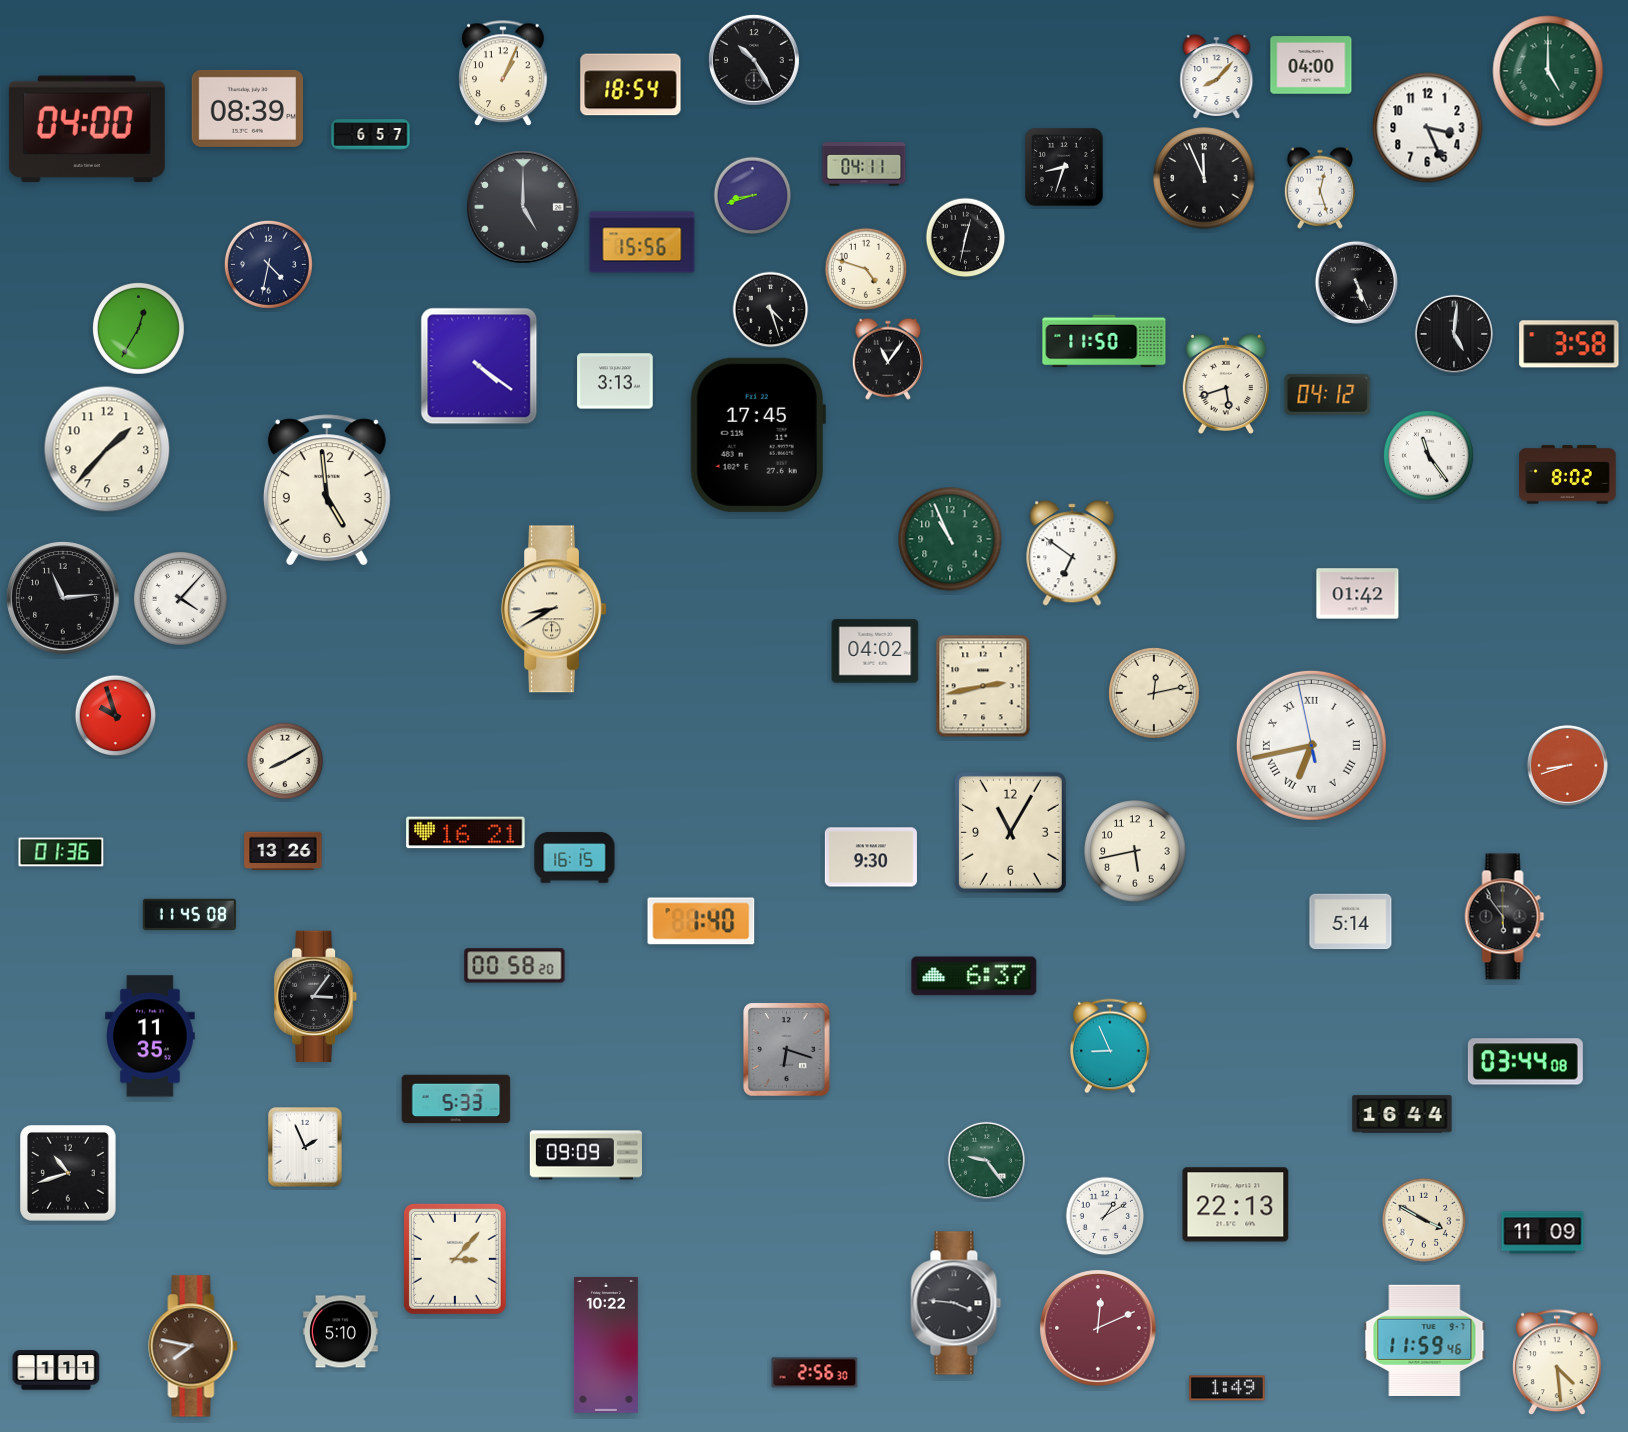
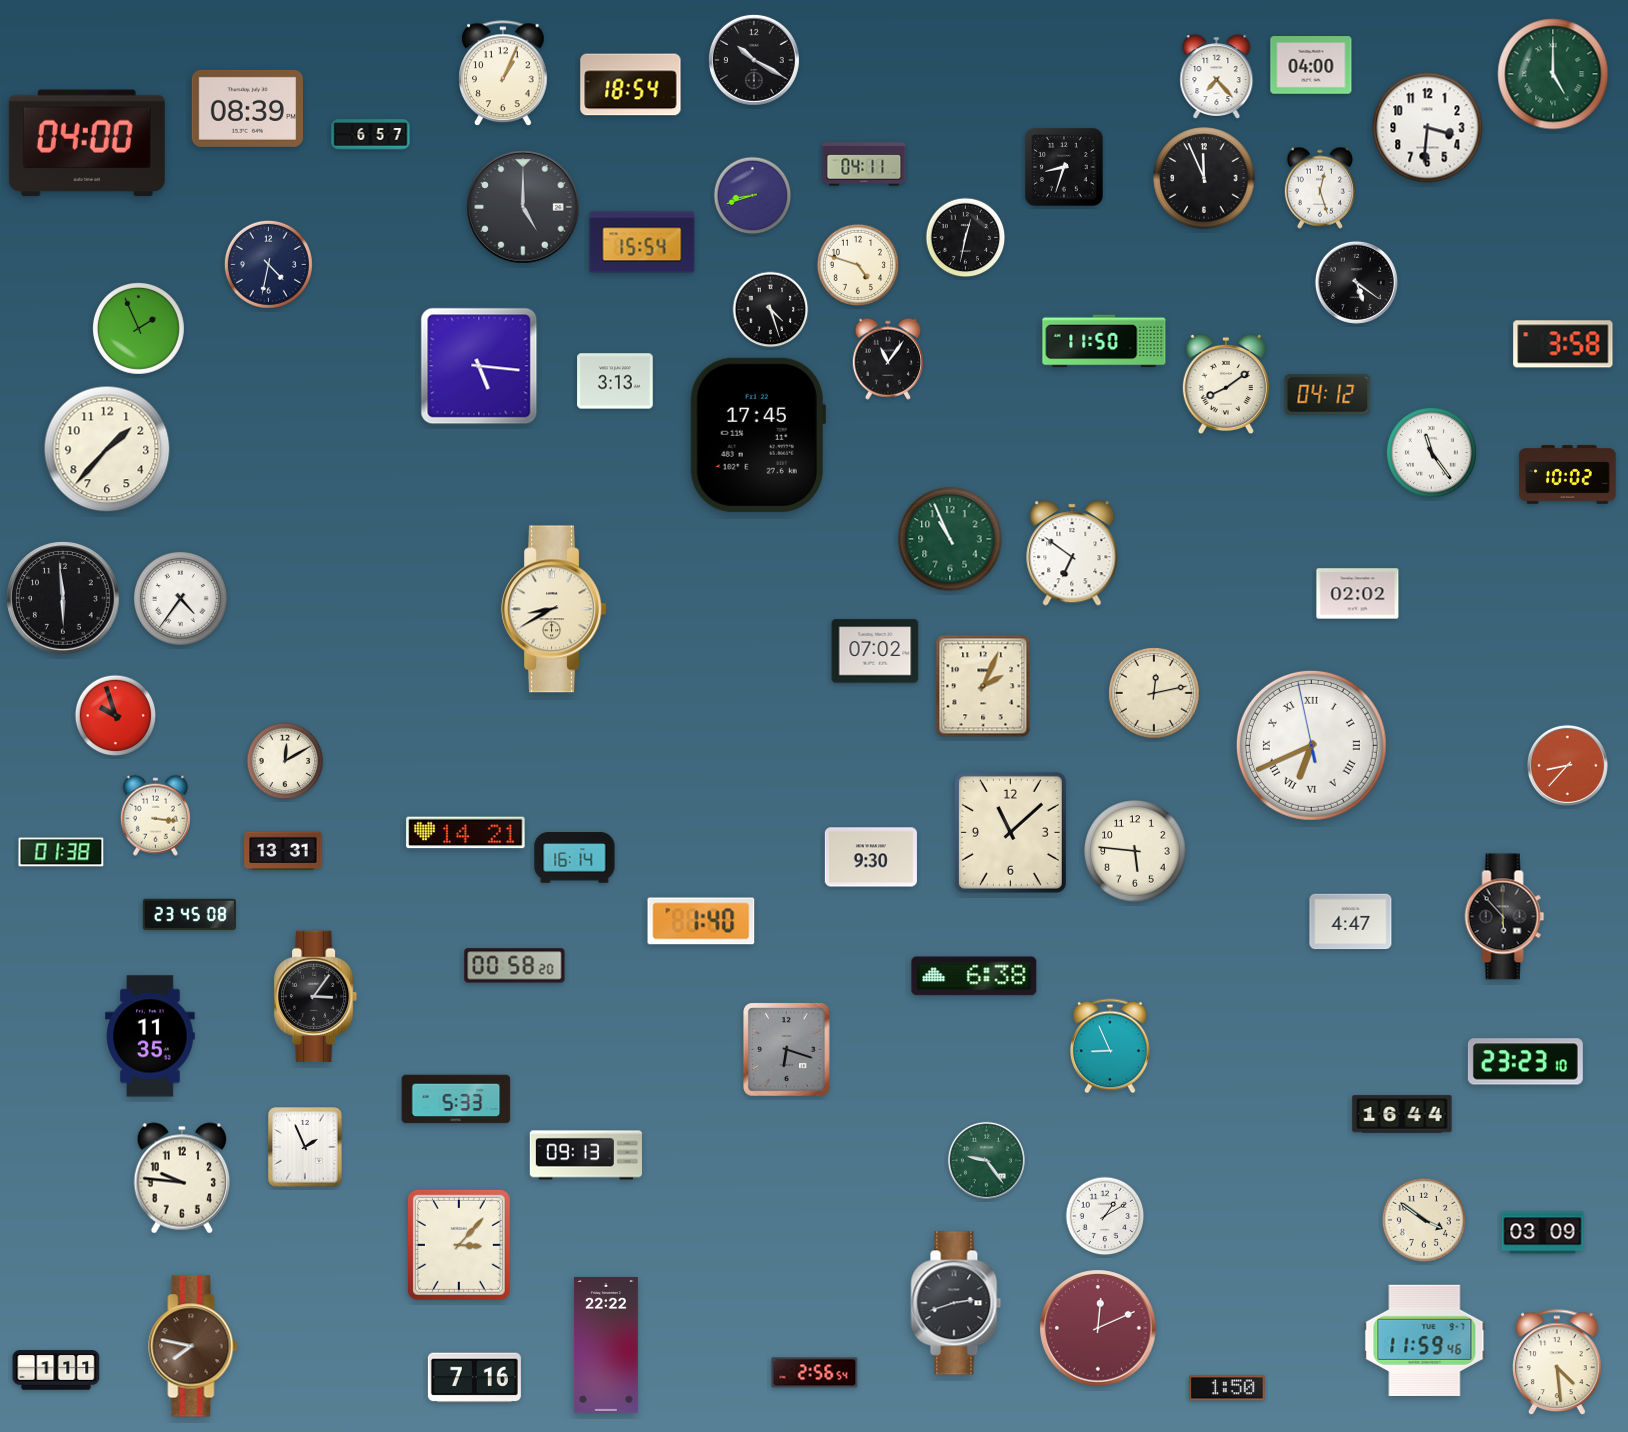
clock at (754, 60): 10:25 -> 10:20
clock at (1548, 71) position: (1548, 71) -> (1553, 74)
clock at (1217, 76): 8:07 -> 7:23
clock at (1428, 128): 3:26 -> 3:31
clock at (87, 129) position: (87, 129) -> (87, 143)
clock at (642, 242): 15:56 -> 15:54
clock at (866, 269) position: (866, 269) -> (858, 265)
clock at (1356, 282): 5:26 -> 5:21
clock at (138, 328): 12:35 -> 1:56
clock at (1454, 334): 5:01 -> none
clock at (1569, 344) position: (1569, 344) -> (1563, 344)
clock at (479, 366): 4:21 -> 5:16
clock at (1226, 383): 5:42 -> 8:09
clock at (1428, 455) position: (1428, 455) -> (1431, 452)
clock at (1568, 475): 8:02 -> 10:02
clock at (327, 490): 4:59 -> none
clock at (1358, 594): 01:42 -> 02:02
clock at (63, 598): 11:14 -> 5:59
clock at (181, 599): 4:07 -> 4:36
clock at (875, 651): 04:02 -> 07:02
clock at (983, 686): 2:43 -> 2:04
clock at (1311, 745): 6:42 -> 6:40
clock at (285, 761): 8:10 -> 12:10
clock at (1567, 765): 8:42 -> 8:37
clock at (155, 815): none -> 3:16
clock at (1010, 832): 11:05 -> 11:08
clock at (466, 833): 16:21 -> 14:21
clock at (283, 851): 13:26 -> 13:31
clock at (1135, 851): 5:43 -> 5:46
clock at (61, 852): 01:36 -> 01:38
clock at (575, 858): 16:15 -> 16:14
clock at (189, 914): 11:45 -> 23:45
clock at (1505, 917): 5:54 -> 5:53
clock at (1351, 922): 5:14 -> 4:47
clock at (974, 976): 6:37 -> 6:38
clock at (1525, 1062): 03:44 -> 23:23
clock at (585, 1155): 09:09 -> 09:13
clock at (69, 1174): 10:42 -> none
clock at (182, 1178): none -> 9:46
clock at (1236, 1205): 22:13 -> none
clock at (1424, 1220): 3:50 -> 3:51
clock at (1543, 1233): 11:09 -> 03:09
clock at (455, 1259) position: (455, 1259) -> (459, 1245)
clock at (956, 1303): 3:46 -> 2:42
clock at (341, 1332): 5:10 -> none
clock at (606, 1345): 10:22 -> 22:22
clock at (815, 1373): 2:56:30 -> 2:56:54
clock at (474, 1378): none -> 7:16
clock at (1227, 1388): 1:49 -> 1:50
